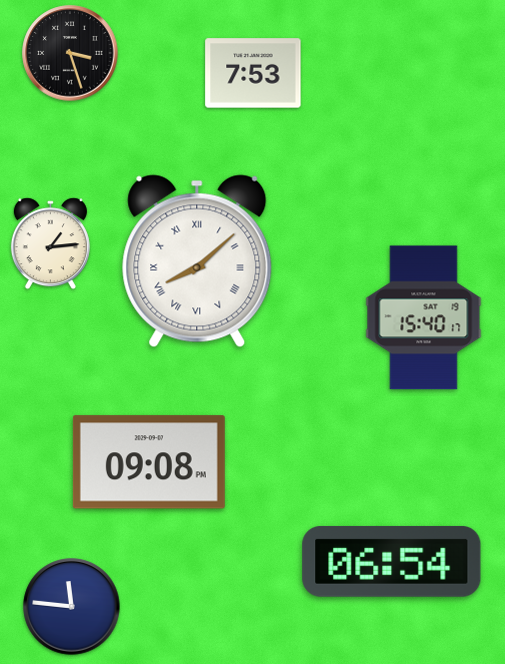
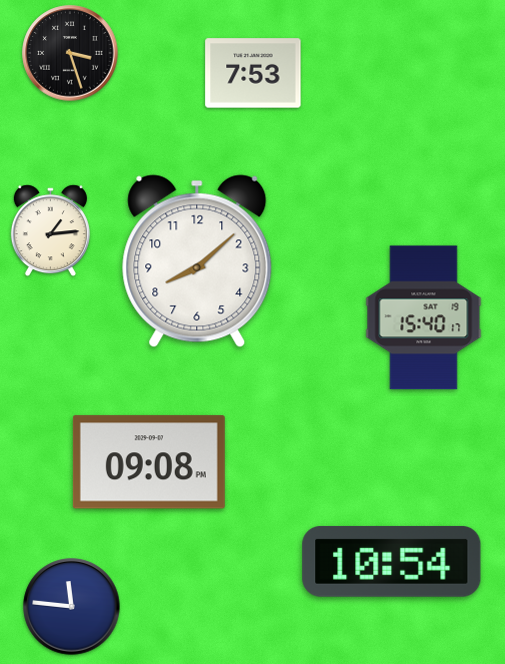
clock at (50, 244) position: (50, 244) -> (50, 231)
clock at (197, 261) numerals: Roman -> Arabic
clock at (392, 561): 06:54 -> 10:54
